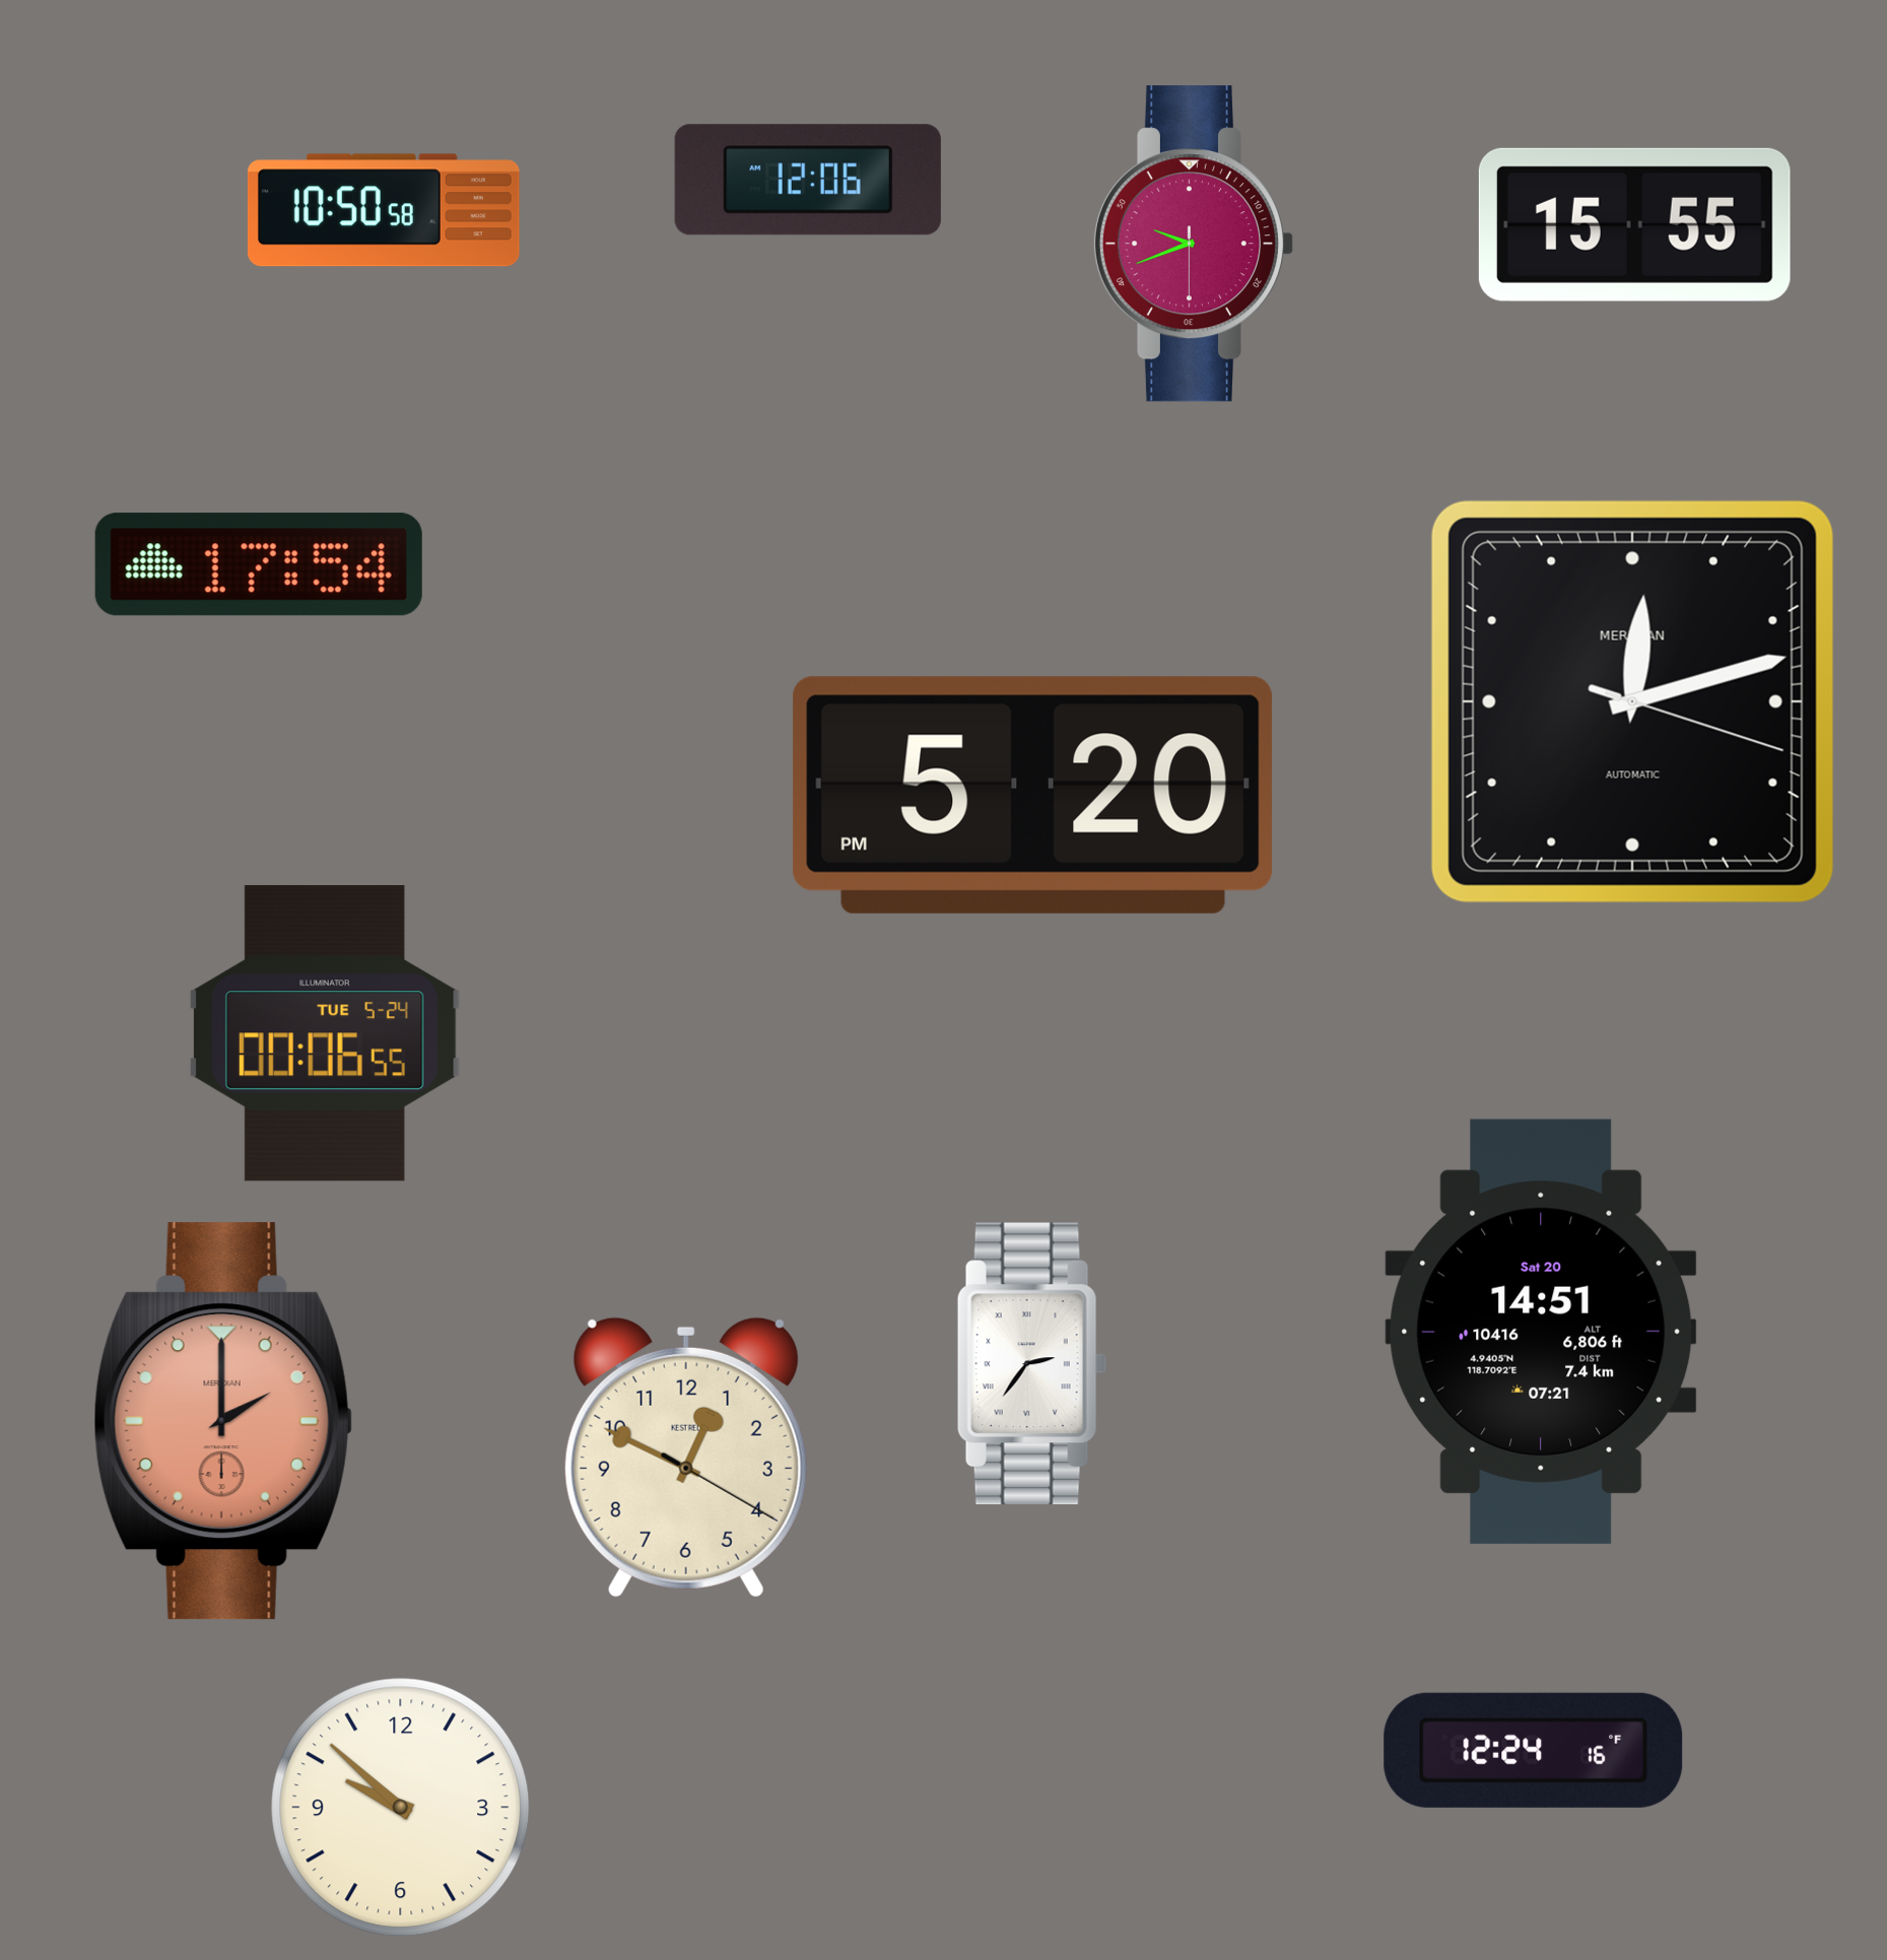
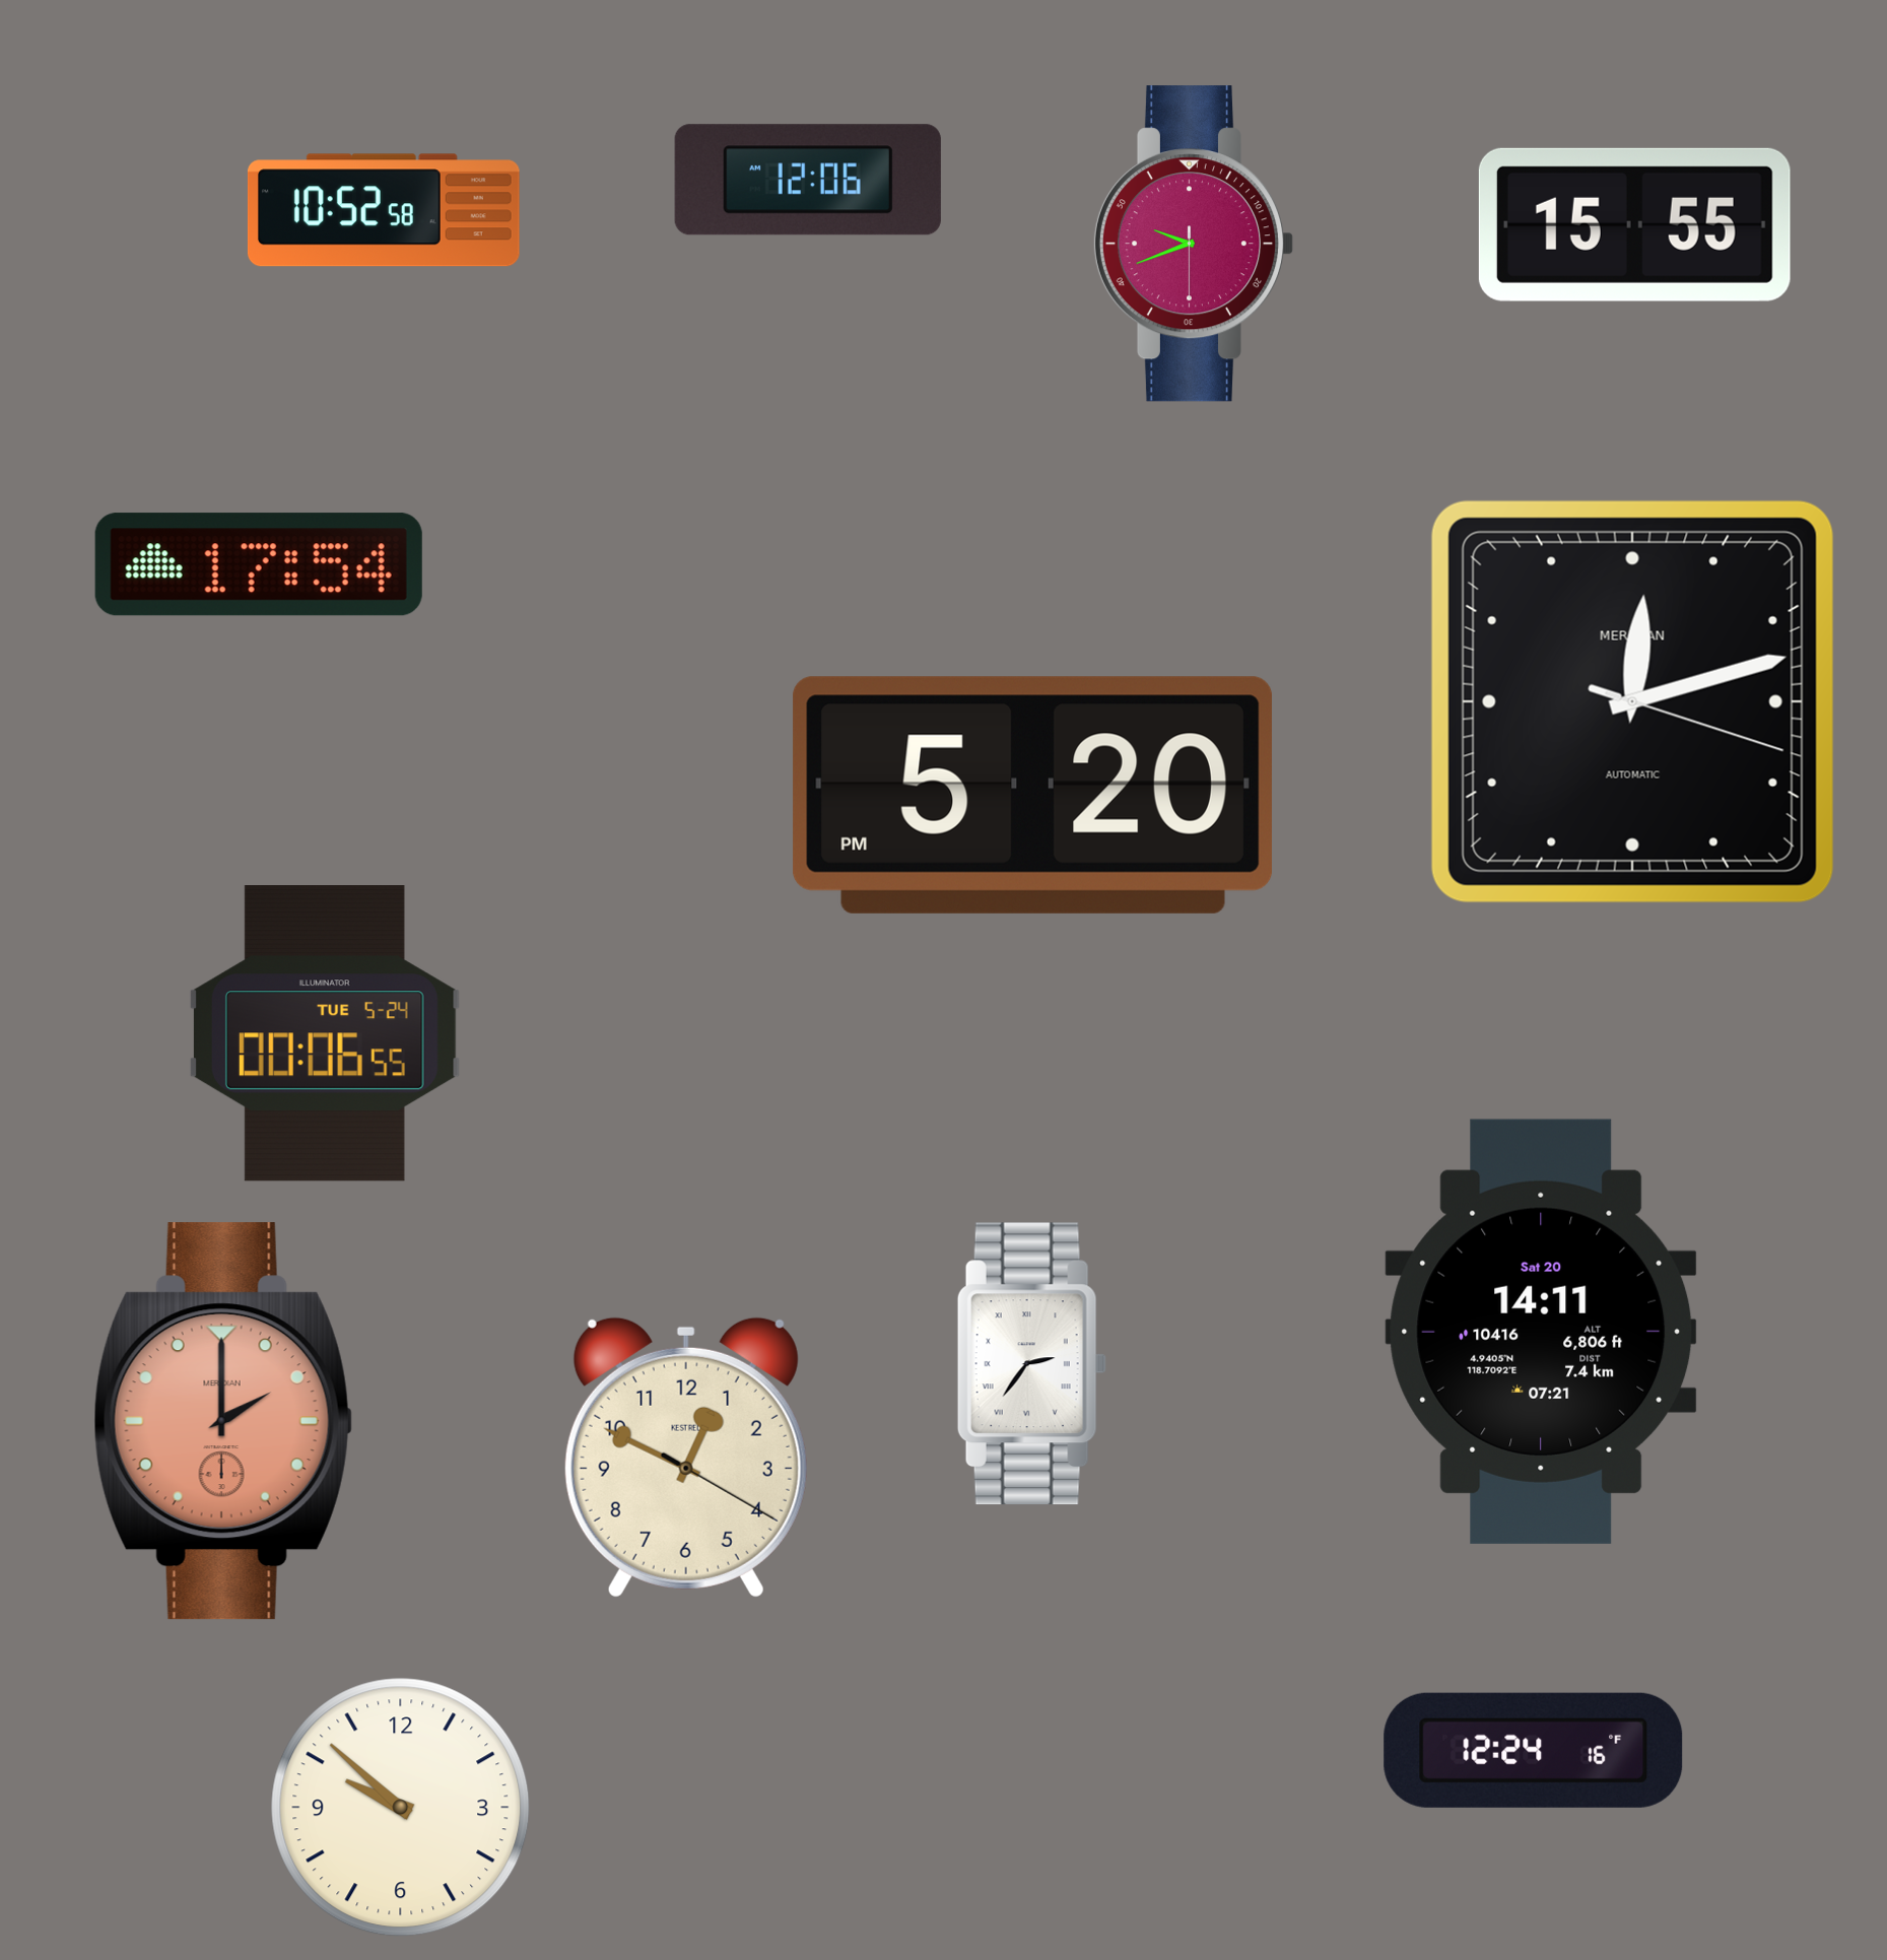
clock at (384, 210): 10:50 -> 10:52
clock at (1541, 1332): 14:51 -> 14:11
